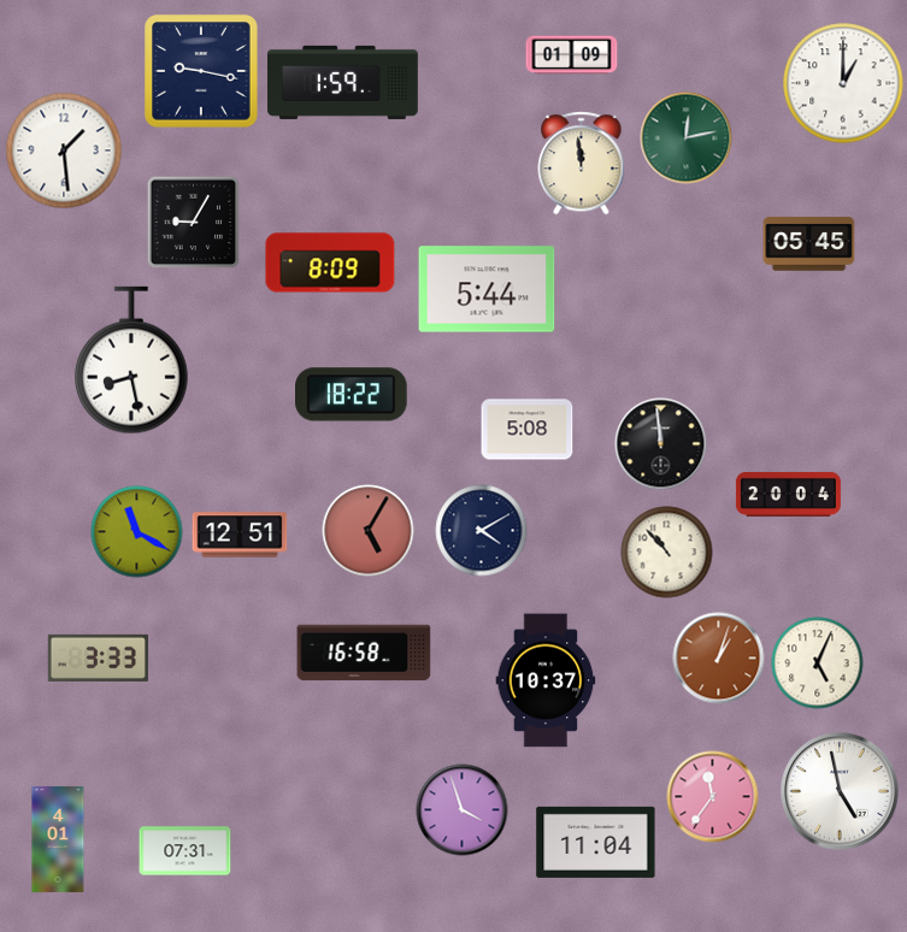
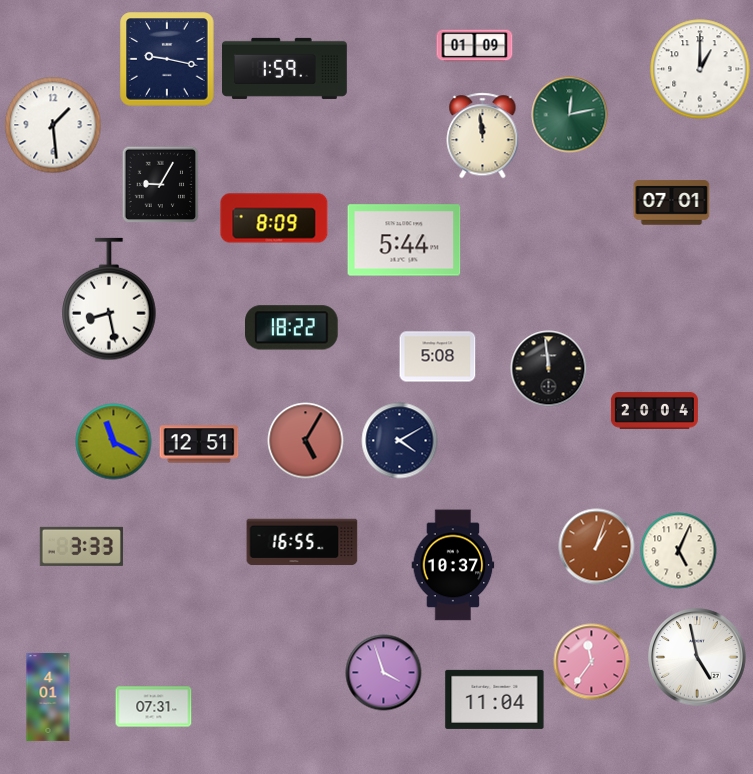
clock at (809, 244): 05:45 -> 07:01
clock at (667, 553): 10:53 -> none
clock at (364, 653): 16:58 -> 16:55
